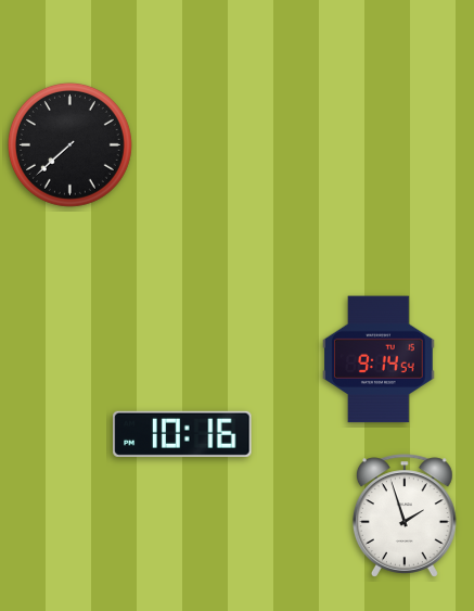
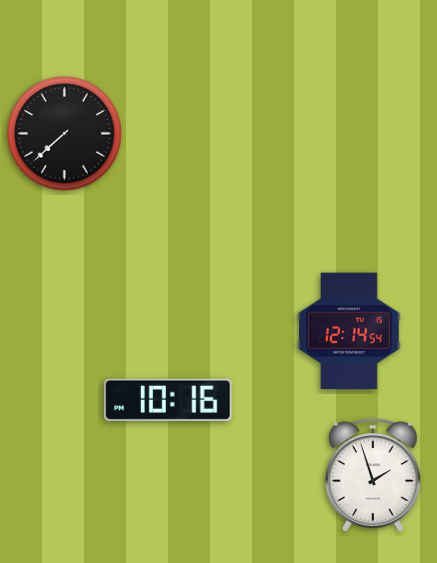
clock at (379, 359): 9:14 -> 12:14
